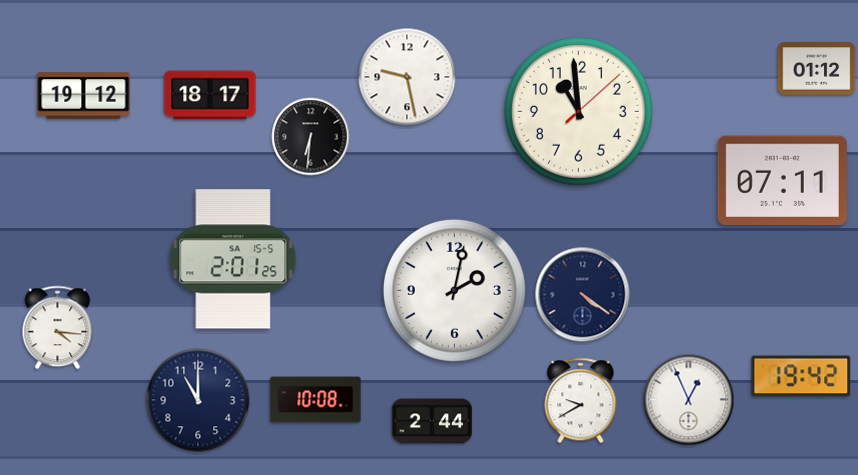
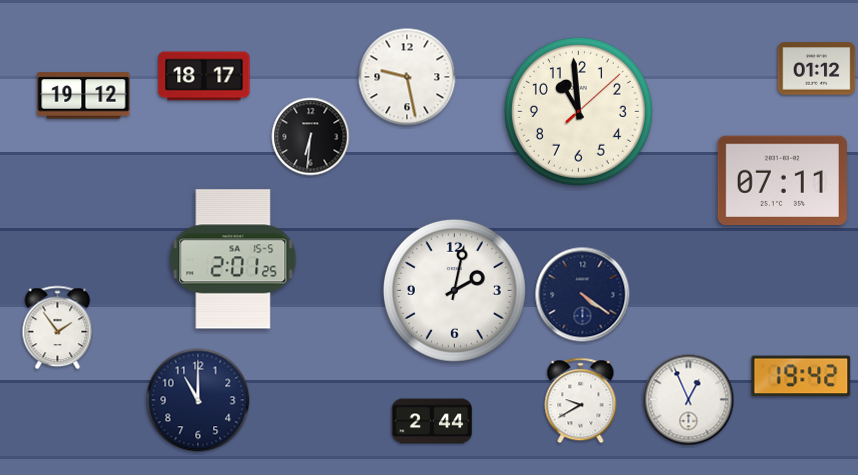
clock at (210, 95) position: (210, 95) -> (204, 76)
clock at (58, 328): 4:16 -> 1:54
clock at (316, 400): 10:08 -> none
